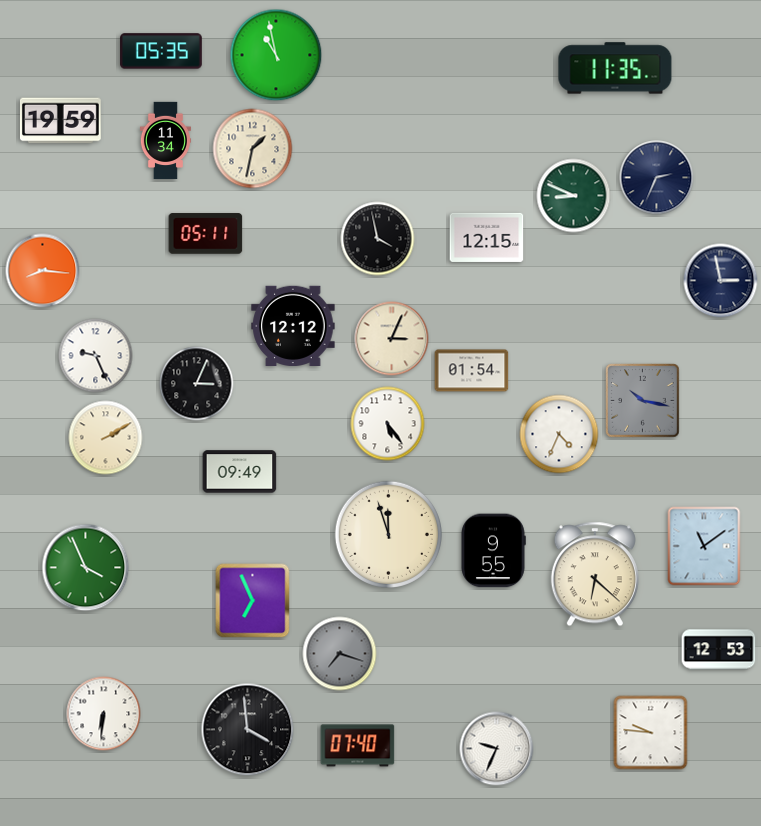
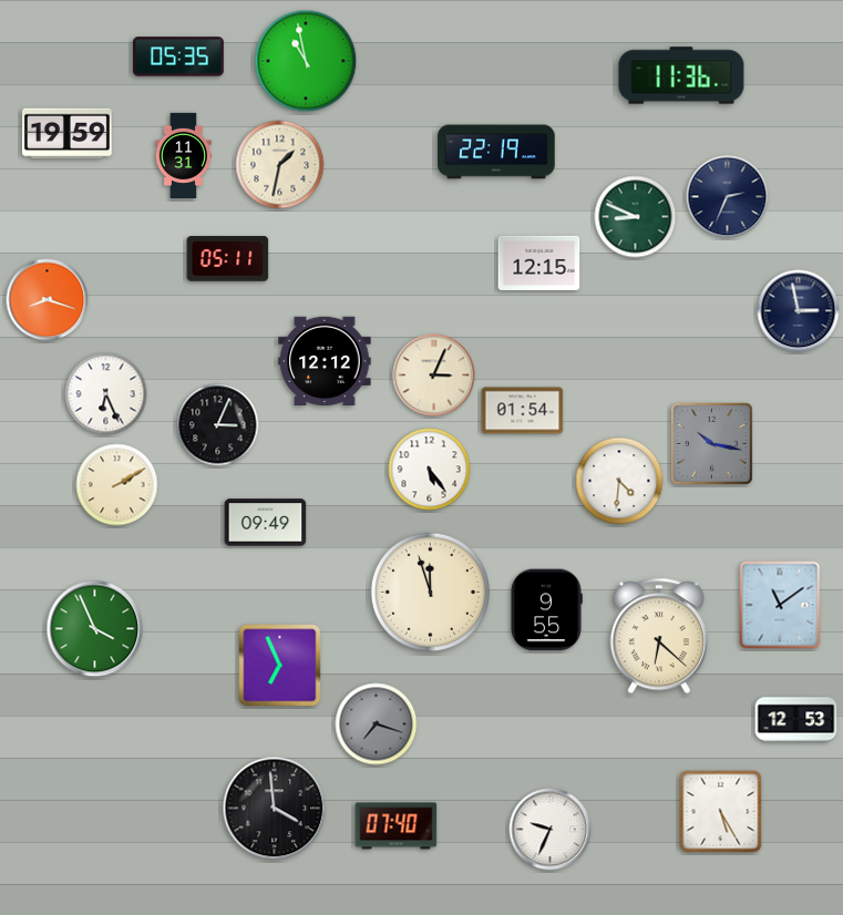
clock at (615, 68): 11:35 -> 11:36
clock at (496, 152): none -> 22:19
clock at (165, 141): 11:34 -> 11:31
clock at (378, 239): 3:58 -> none
clock at (43, 271): 8:16 -> 8:18
clock at (96, 356): 9:26 -> 6:26
clock at (559, 434): 4:34 -> 4:31
clock at (104, 714): 6:31 -> none
clock at (651, 733): 9:46 -> 5:25
